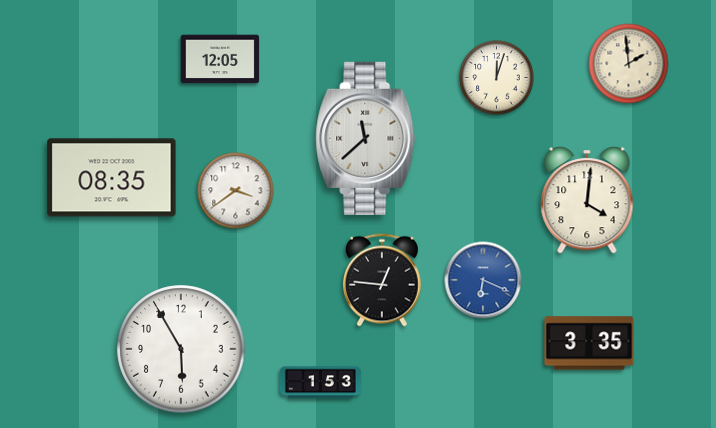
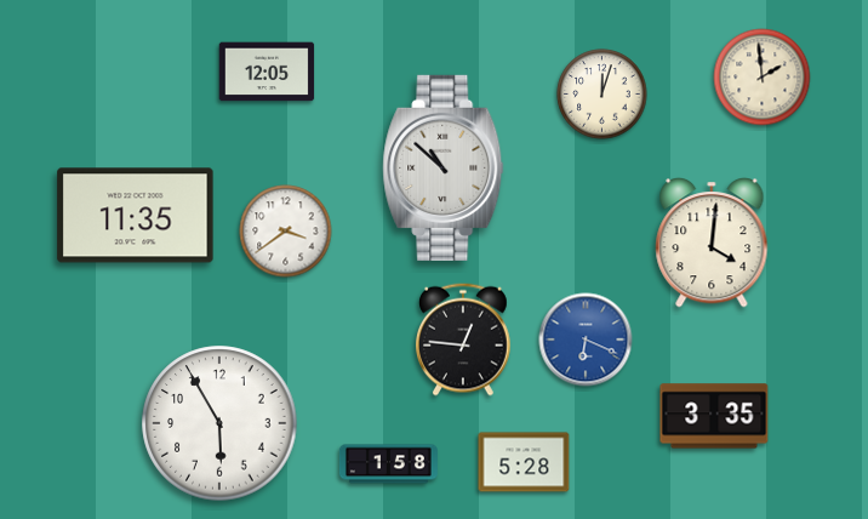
clock at (366, 138): 11:38 -> 10:52
clock at (112, 178): 08:35 -> 11:35
clock at (524, 462): none -> 5:28
clock at (320, 383): 1:53 -> 1:58
